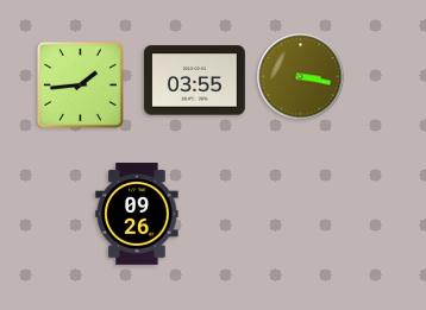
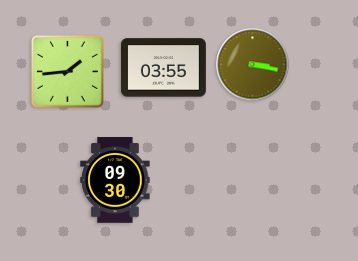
clock at (137, 214): 09:26 -> 09:30
